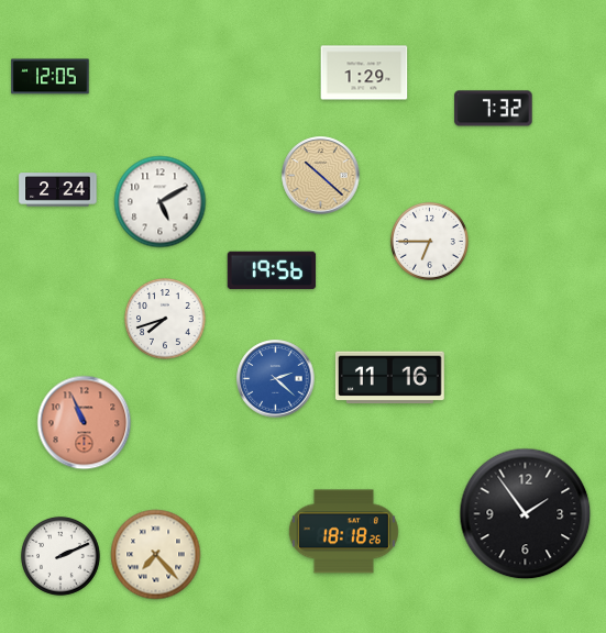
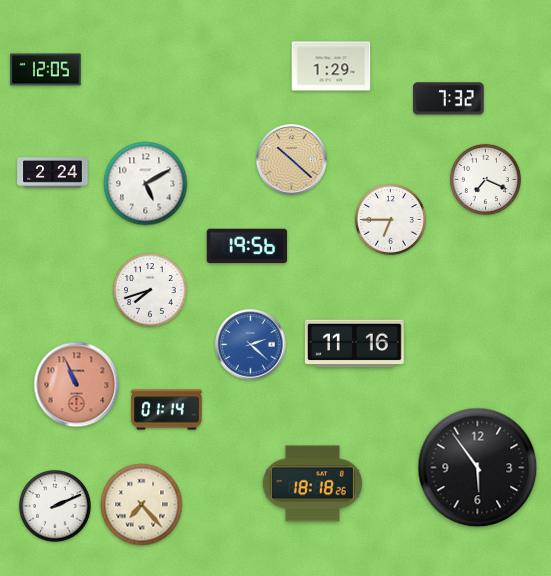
clock at (485, 179): none -> 7:19
clock at (167, 410): none -> 01:14
clock at (526, 514): 1:54 -> 5:54
